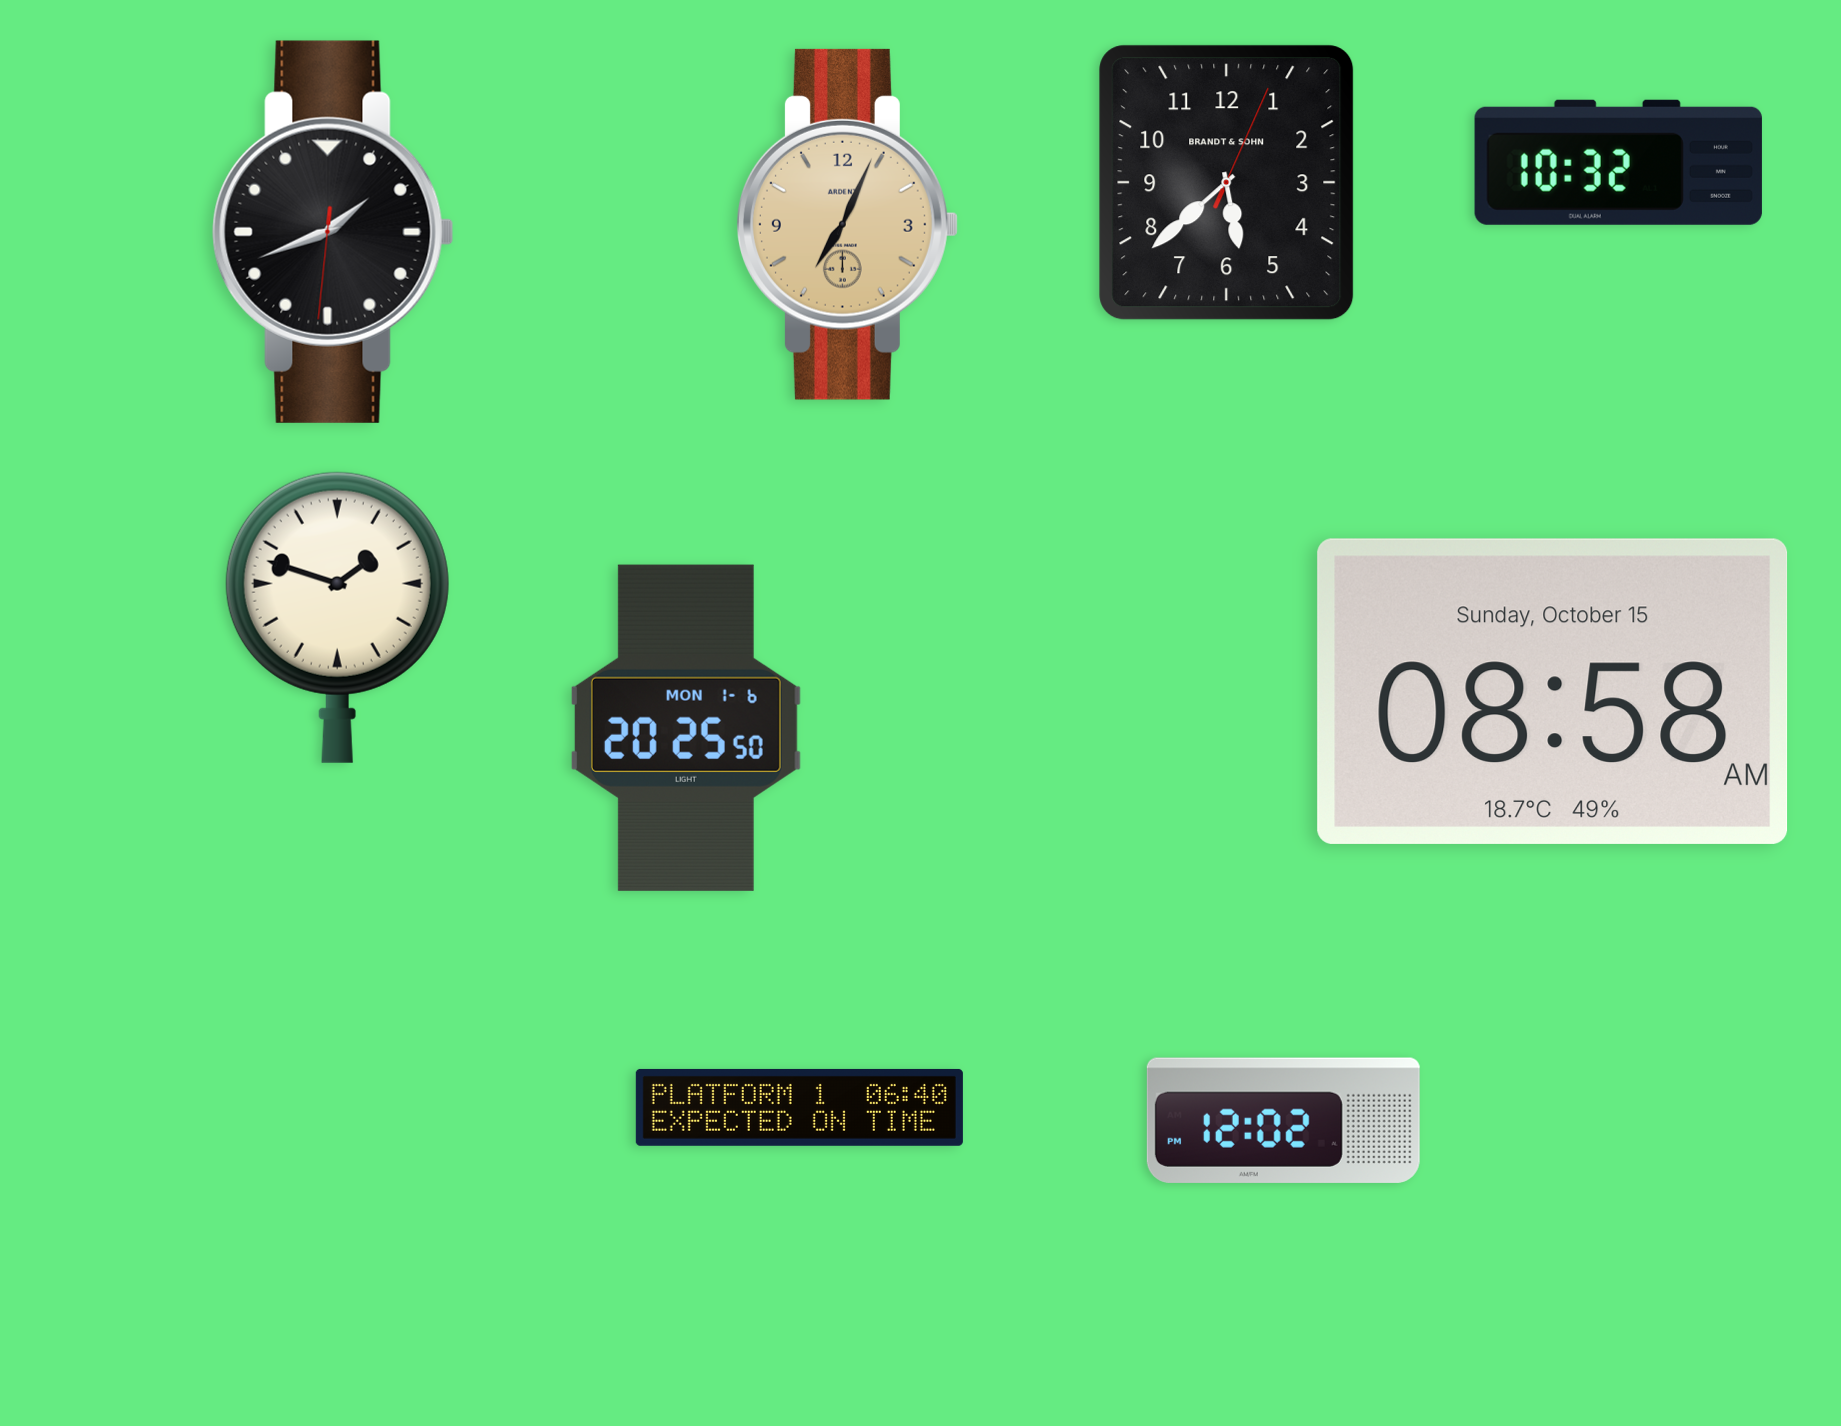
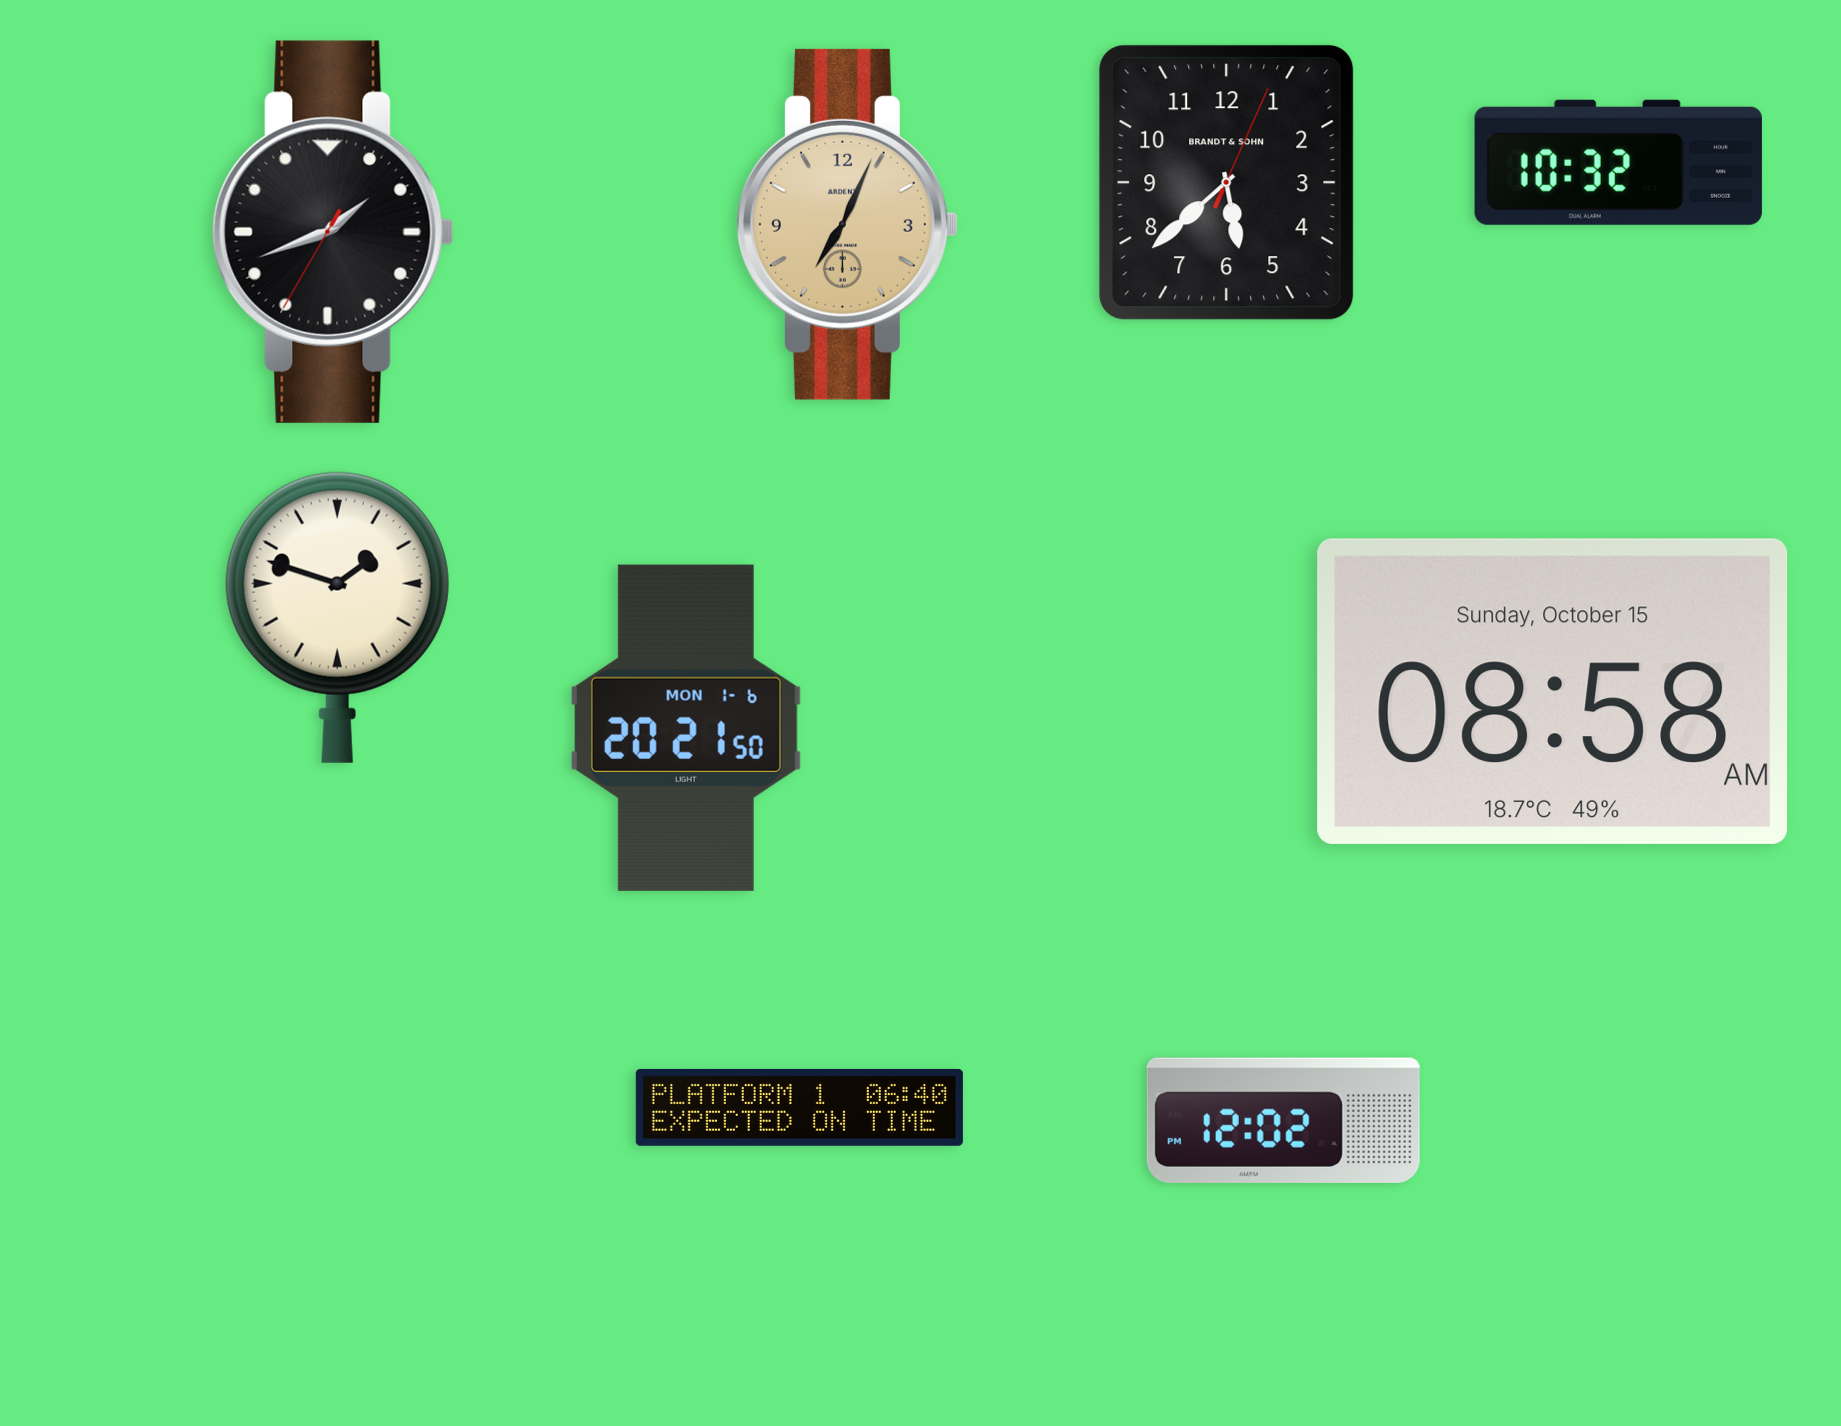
clock at (333, 232): 1:41:31 -> 1:41:35
clock at (686, 728): 20:25 -> 20:21
